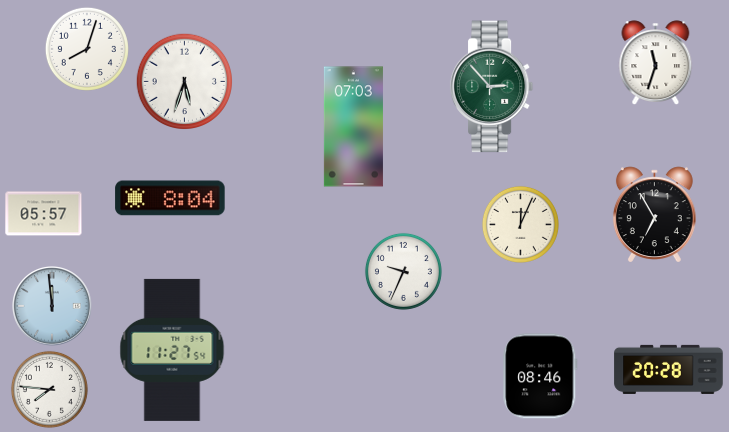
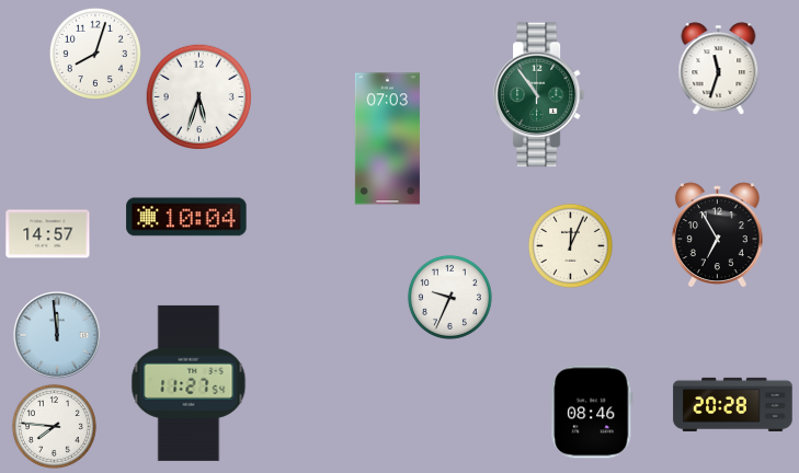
clock at (184, 81) position: (184, 81) -> (198, 96)
clock at (492, 87): 2:53 -> 10:54
clock at (170, 198): 8:04 -> 10:04
clock at (44, 214): 05:57 -> 14:57
clock at (403, 271) position: (403, 271) -> (449, 297)
